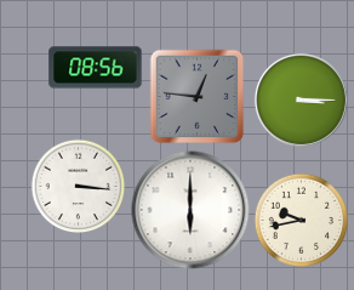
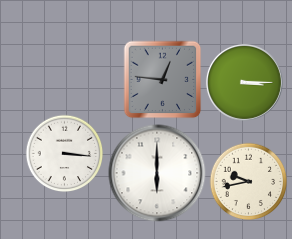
clock at (96, 68): 08:56 -> none
clock at (301, 99) position: (301, 99) -> (244, 82)
